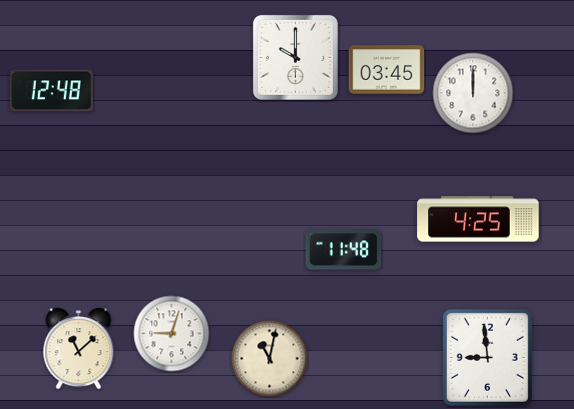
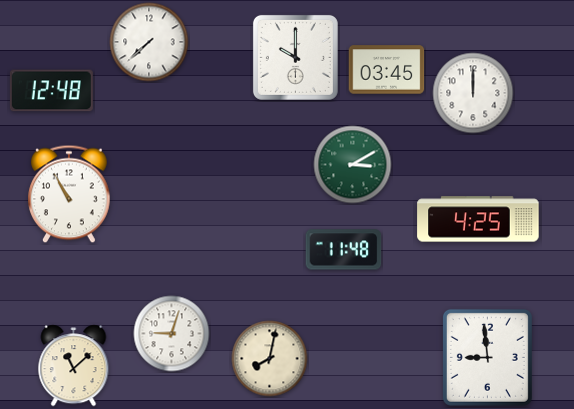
clock at (149, 42): none -> 7:38
clock at (353, 165): none -> 3:10
clock at (70, 194): none -> 10:55
clock at (79, 349) position: (79, 349) -> (74, 366)
clock at (270, 359): 11:02 -> 8:02
